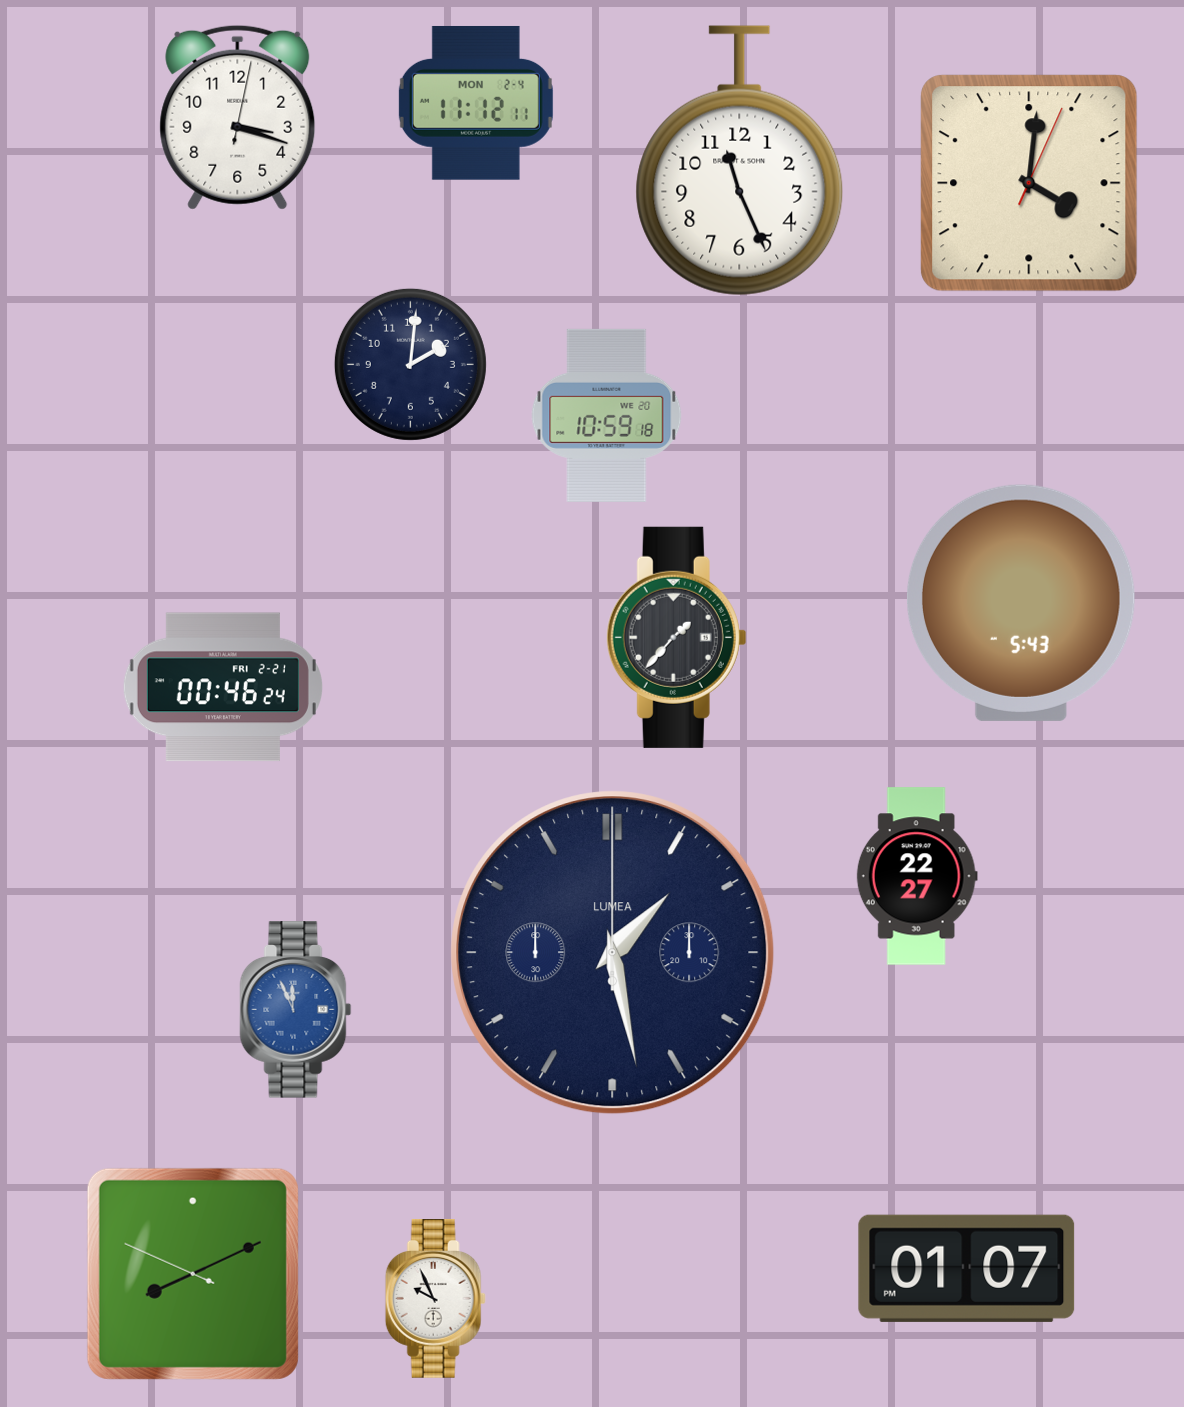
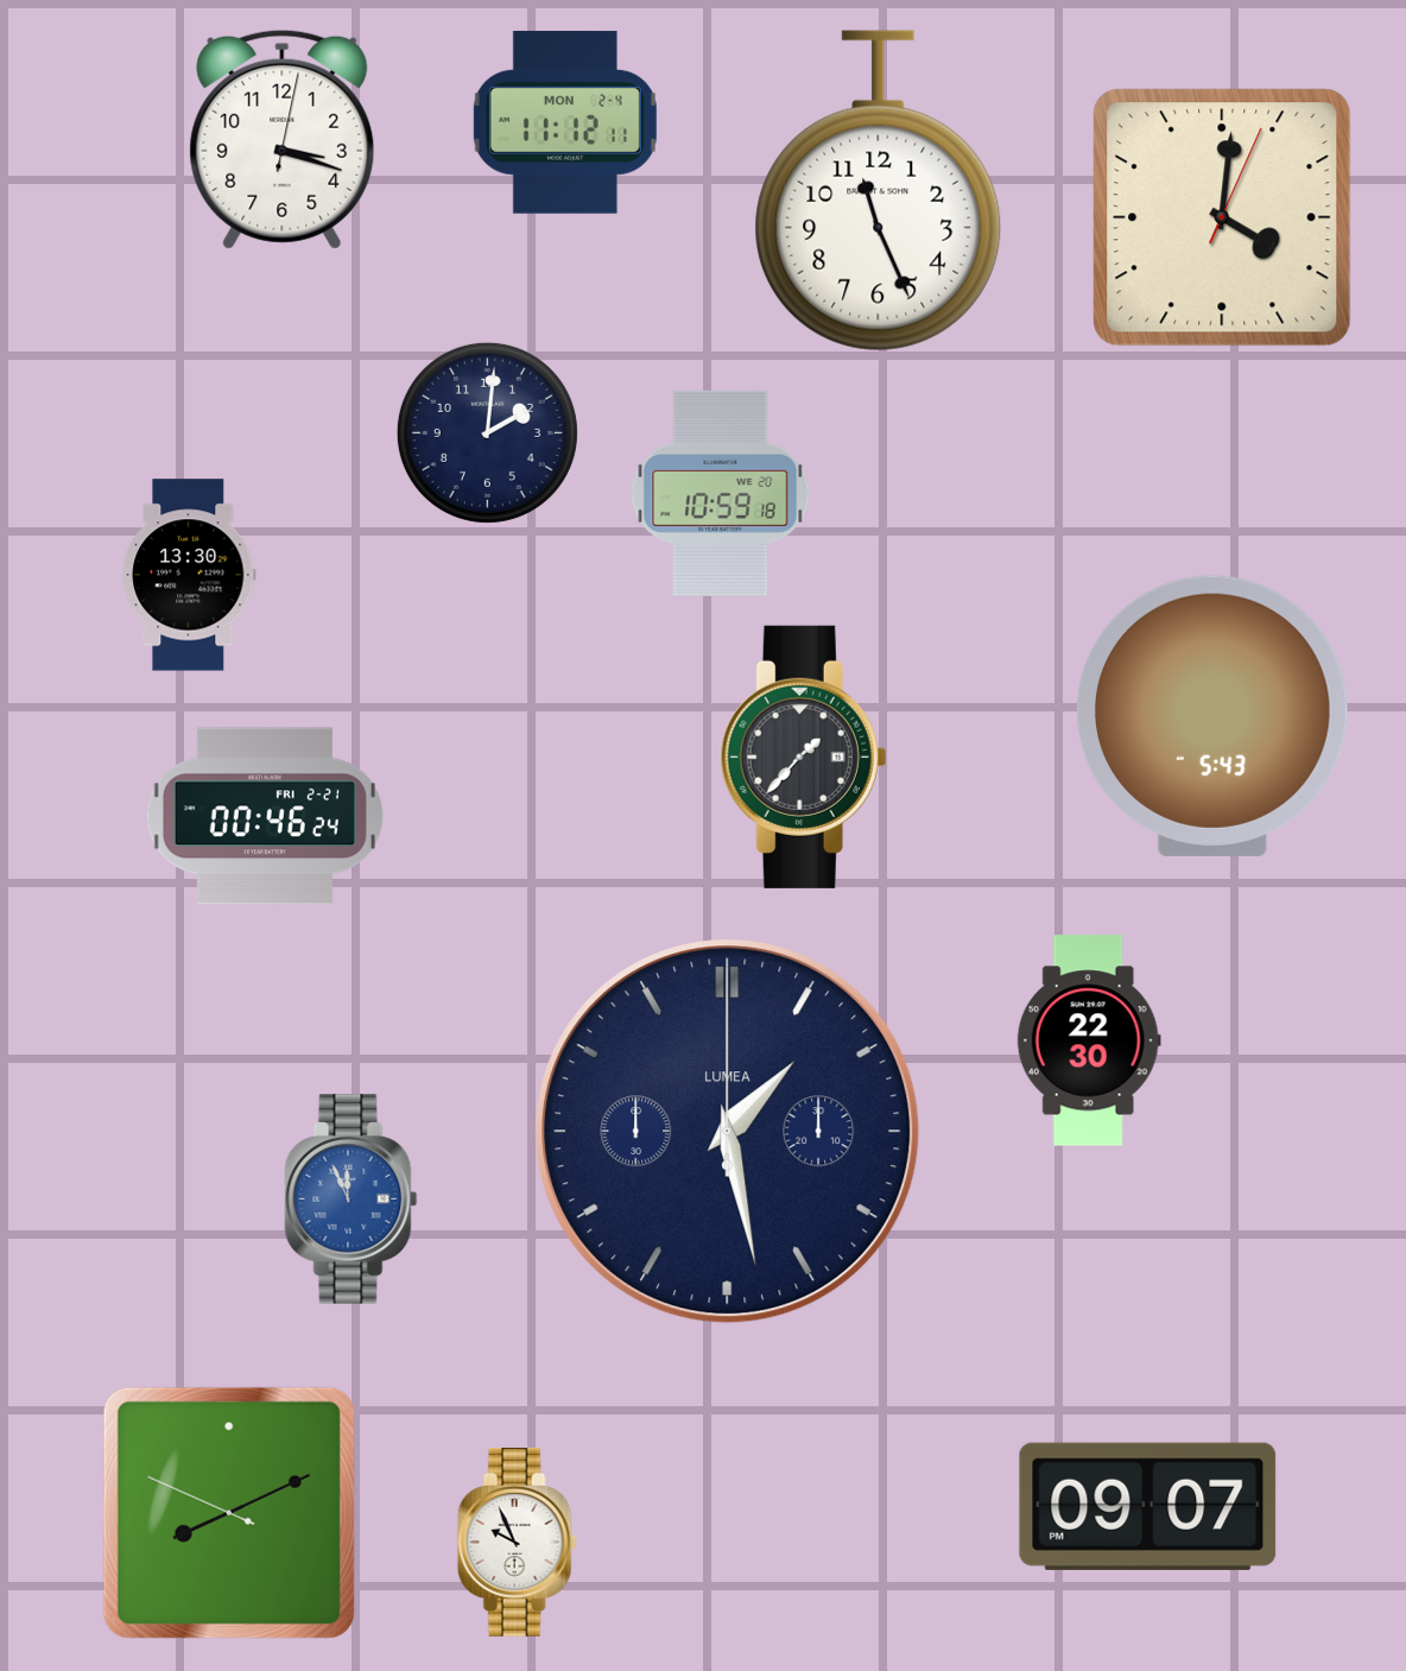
clock at (189, 575): none -> 13:30
clock at (917, 876): 22:27 -> 22:30
clock at (967, 1268): 01:07 -> 09:07
